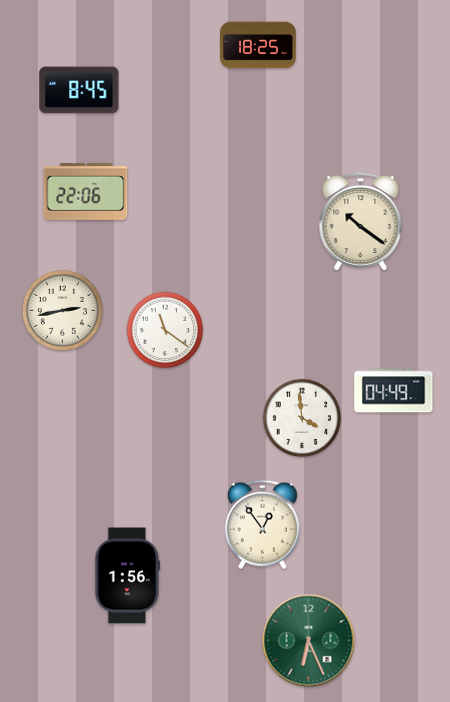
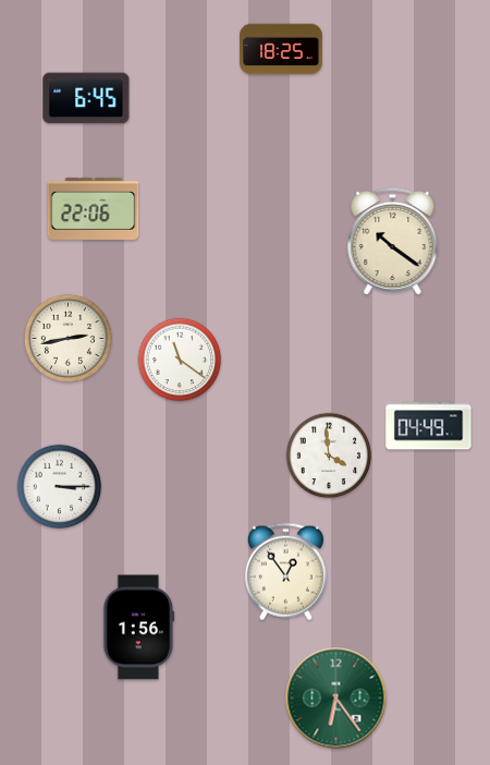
clock at (79, 90): 8:45 -> 6:45
clock at (60, 487): none -> 3:15
clock at (309, 641): 6:26 -> 6:24
